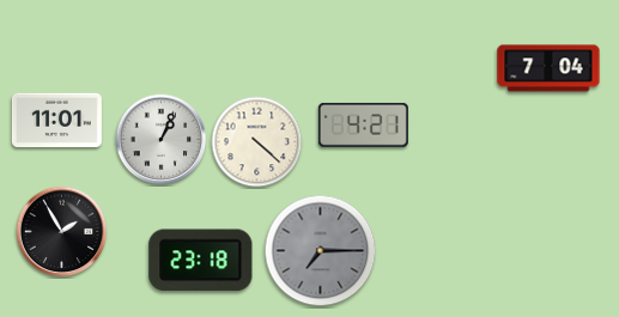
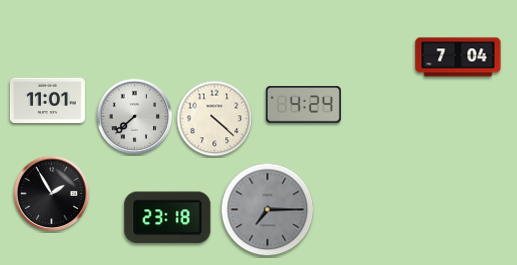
clock at (363, 124): 4:21 -> 4:24
clock at (162, 140): 1:04 -> 7:38
